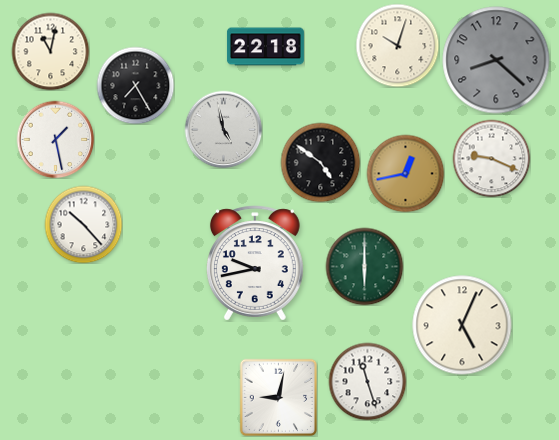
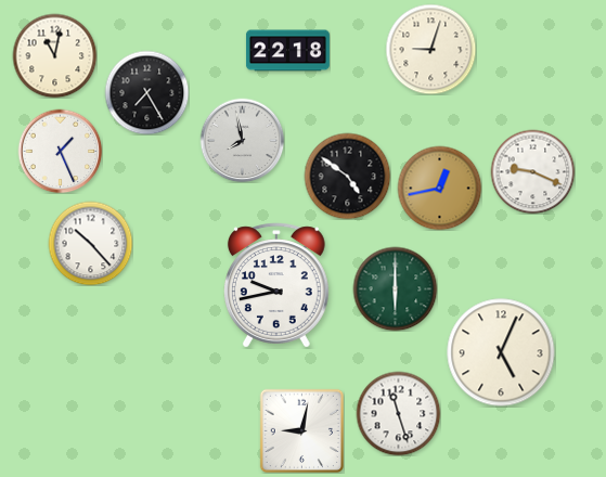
clock at (397, 45): 10:03 -> 9:03
clock at (496, 60): 8:22 -> none
clock at (223, 129): 4:58 -> 7:58
clock at (55, 139): 1:28 -> 1:26
